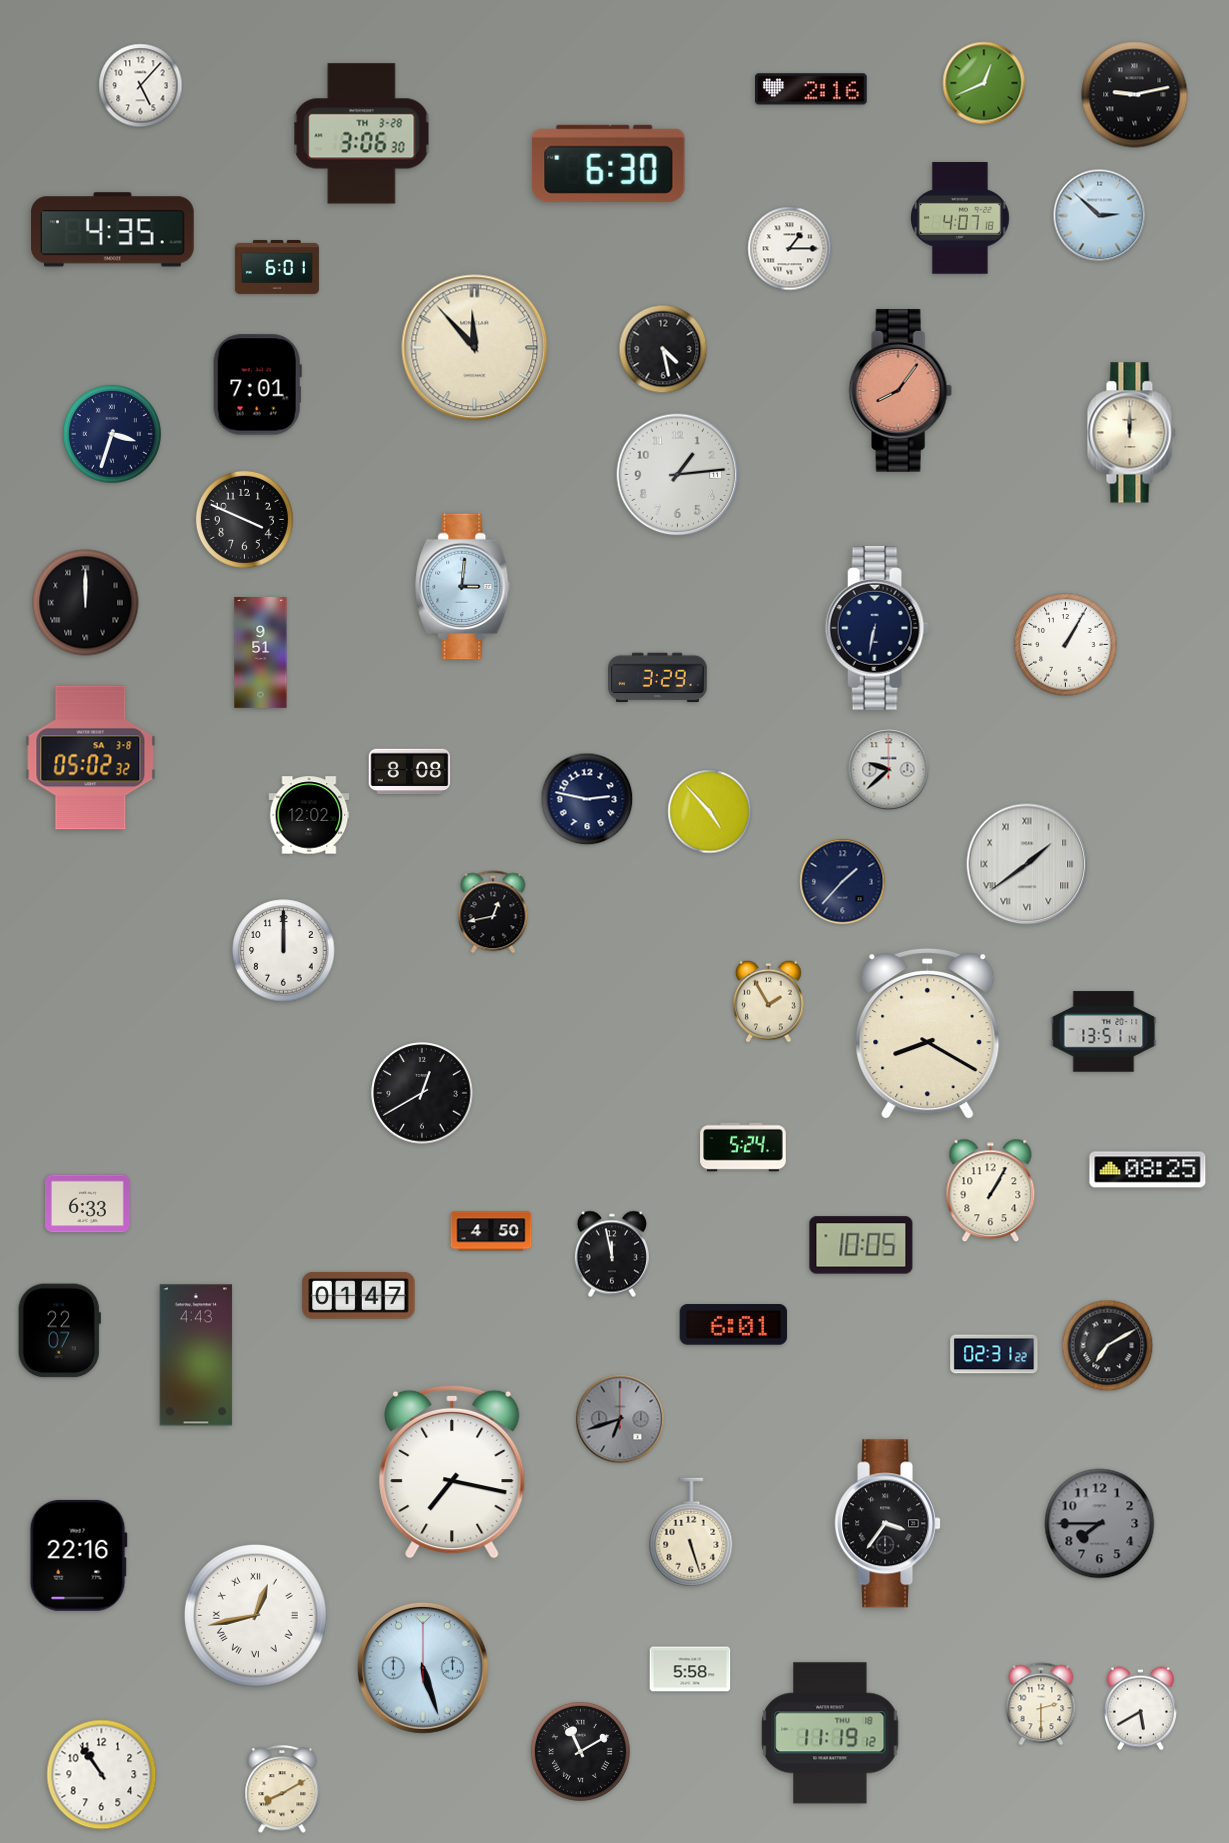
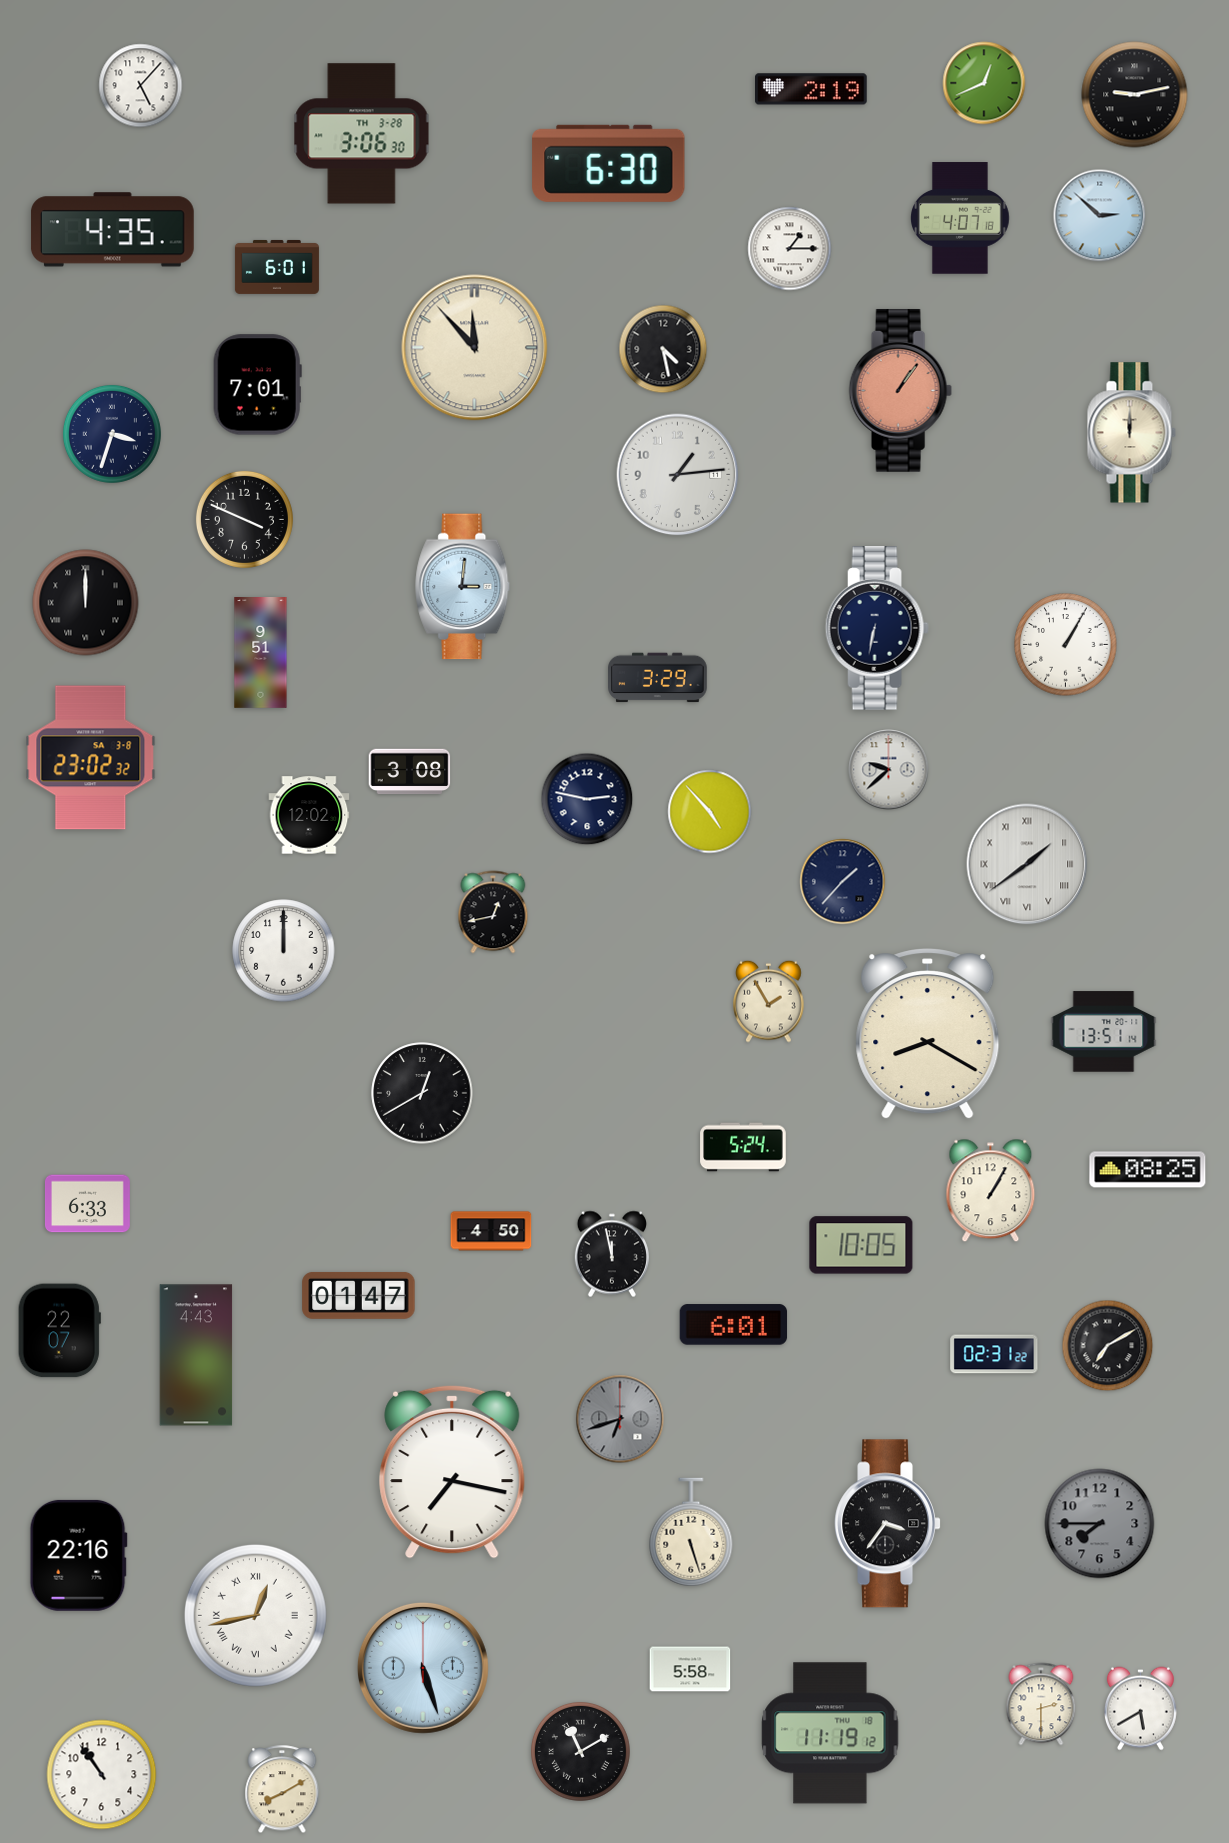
clock at (812, 89): 2:16 -> 2:19
clock at (900, 390): 8:06 -> 1:06
clock at (91, 758): 05:02 -> 23:02
clock at (410, 772): 8:08 -> 3:08
